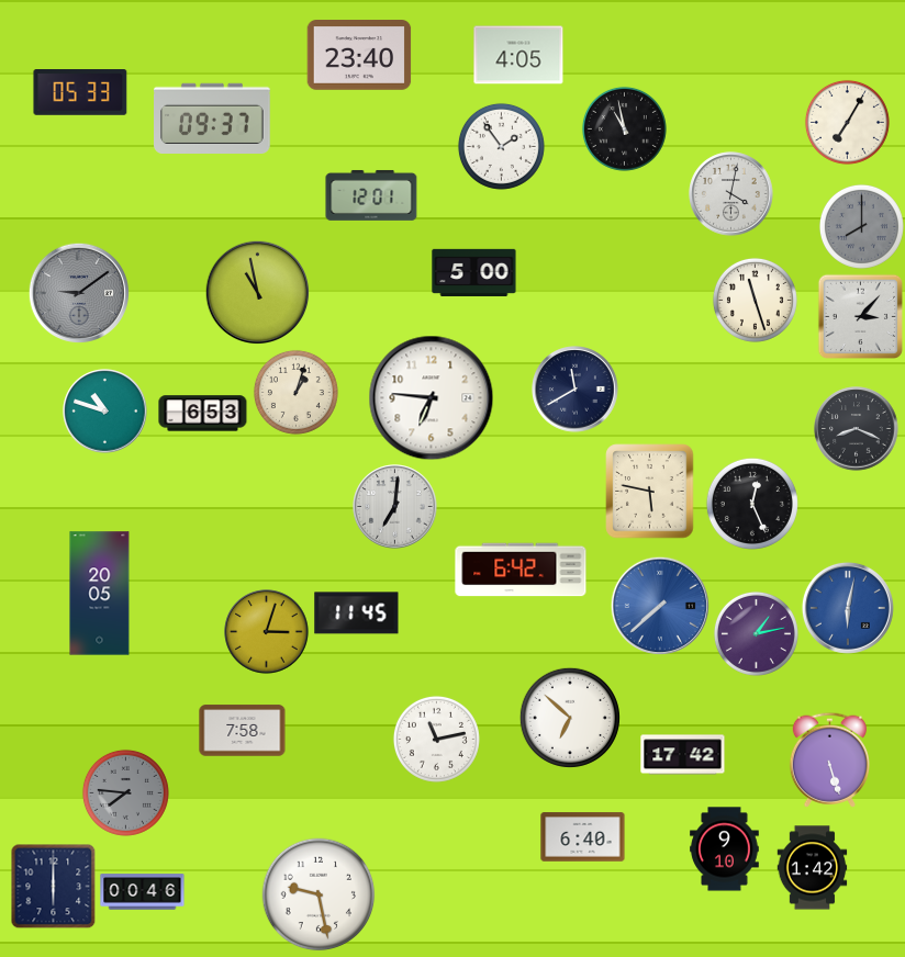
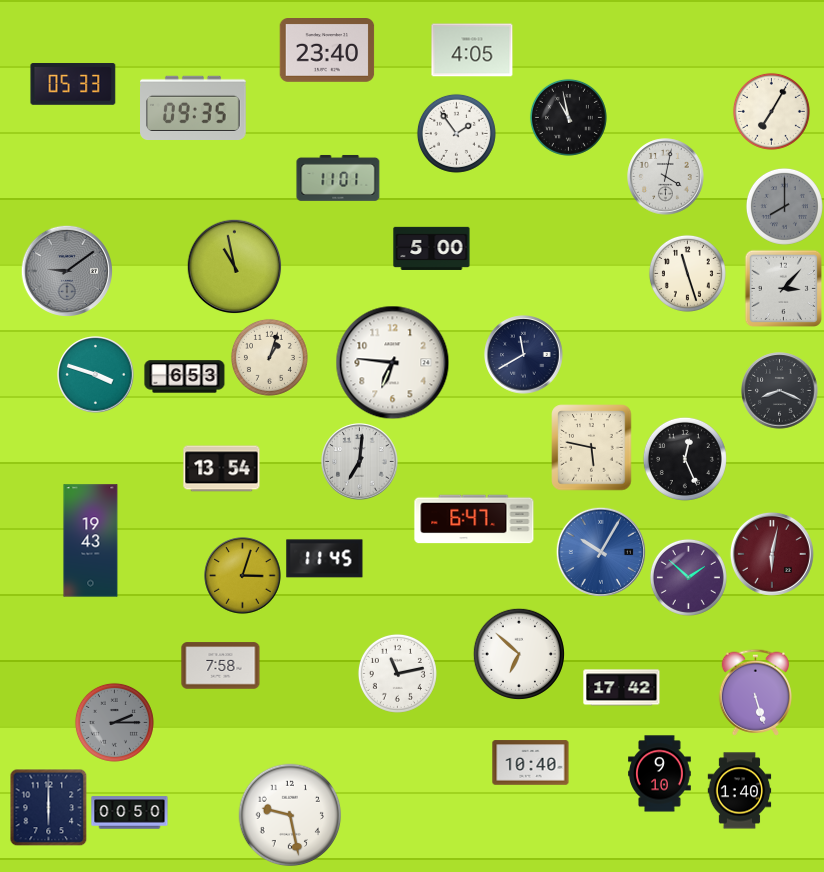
clock at (213, 117): 09:37 -> 09:35
clock at (371, 195): 12:01 -> 11:01
clock at (78, 292) position: (78, 292) -> (66, 270)
clock at (105, 412): 10:48 -> 3:48
clock at (222, 469): none -> 13:54
clock at (521, 570): 6:42 -> 6:47
clock at (100, 594): 20:05 -> 19:43
clock at (660, 606): 7:38 -> 10:05
clock at (848, 608) dial: blue -> burgundy
clock at (756, 633): 1:13 -> 1:52
clock at (125, 792): 7:46 -> 2:15
clock at (583, 837): 6:40 -> 10:40
clock at (813, 868): 1:42 -> 1:40
clock at (143, 892): 00:46 -> 00:50
